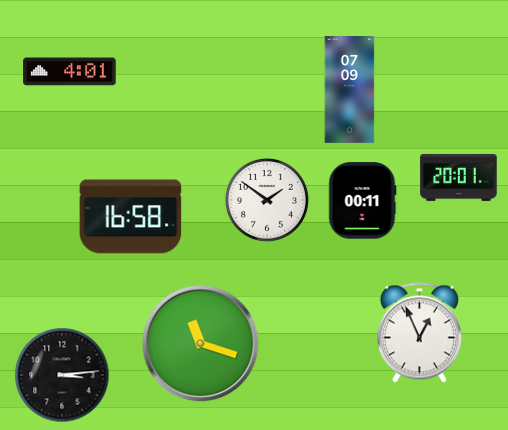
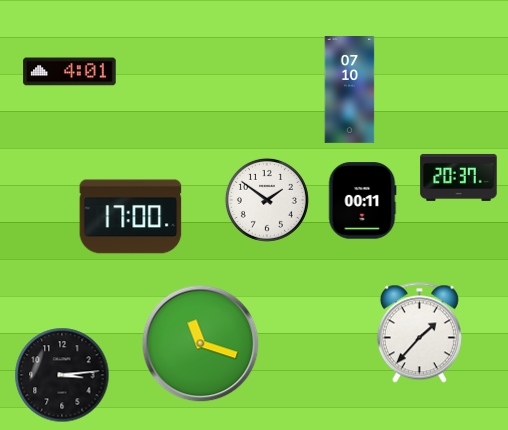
clock at (350, 90): 07:09 -> 07:10
clock at (459, 177): 20:01 -> 20:37
clock at (131, 217): 16:58 -> 17:00
clock at (419, 333): 12:56 -> 1:37
